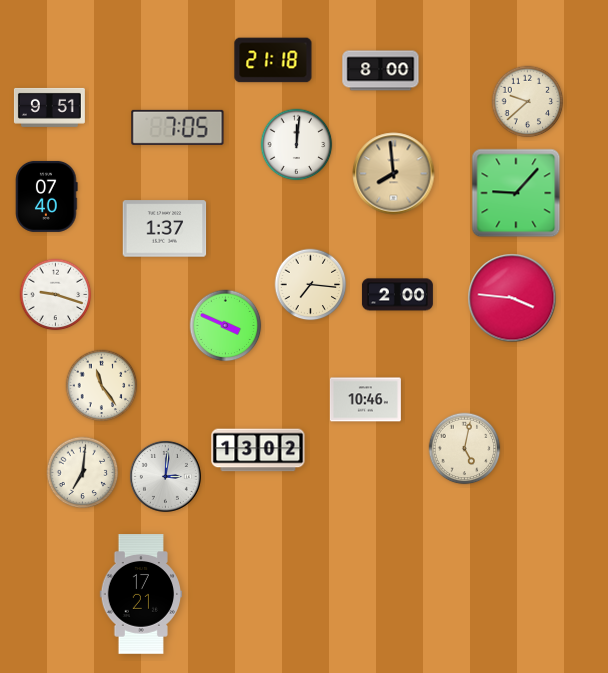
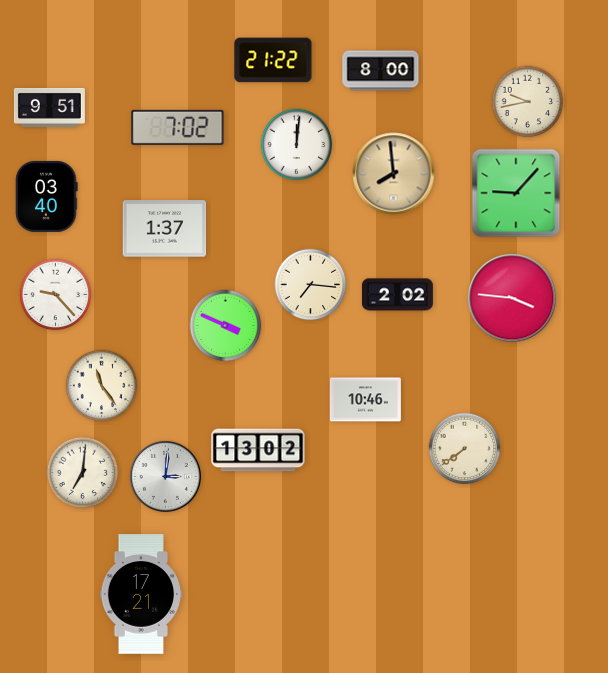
clock at (273, 60): 21:18 -> 21:22
clock at (528, 102): 9:38 -> 9:43
clock at (178, 127): 7:05 -> 7:02
clock at (47, 196): 07:40 -> 03:40
clock at (56, 295): 9:18 -> 9:23
clock at (397, 295): 2:00 -> 2:02
clock at (465, 449): 5:02 -> 7:39
